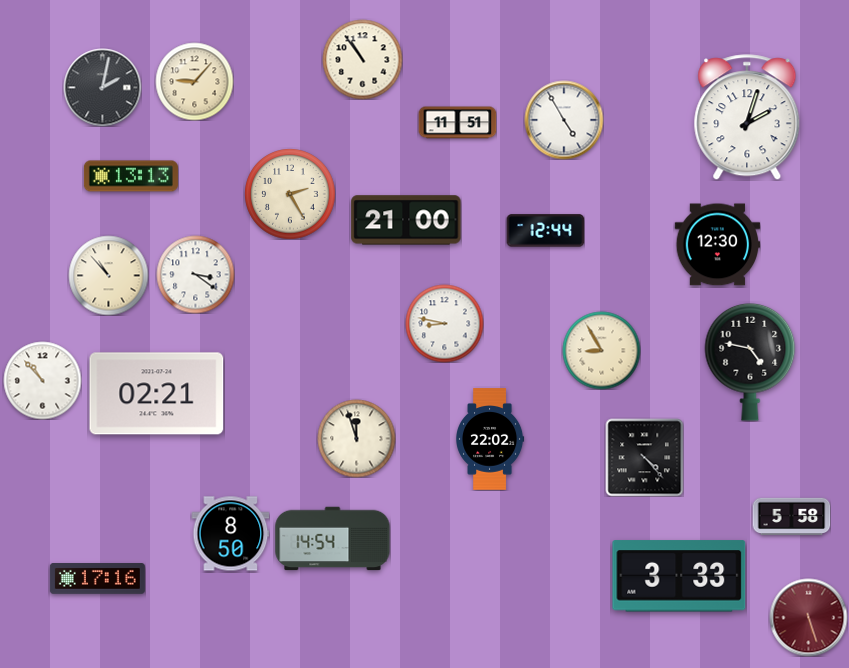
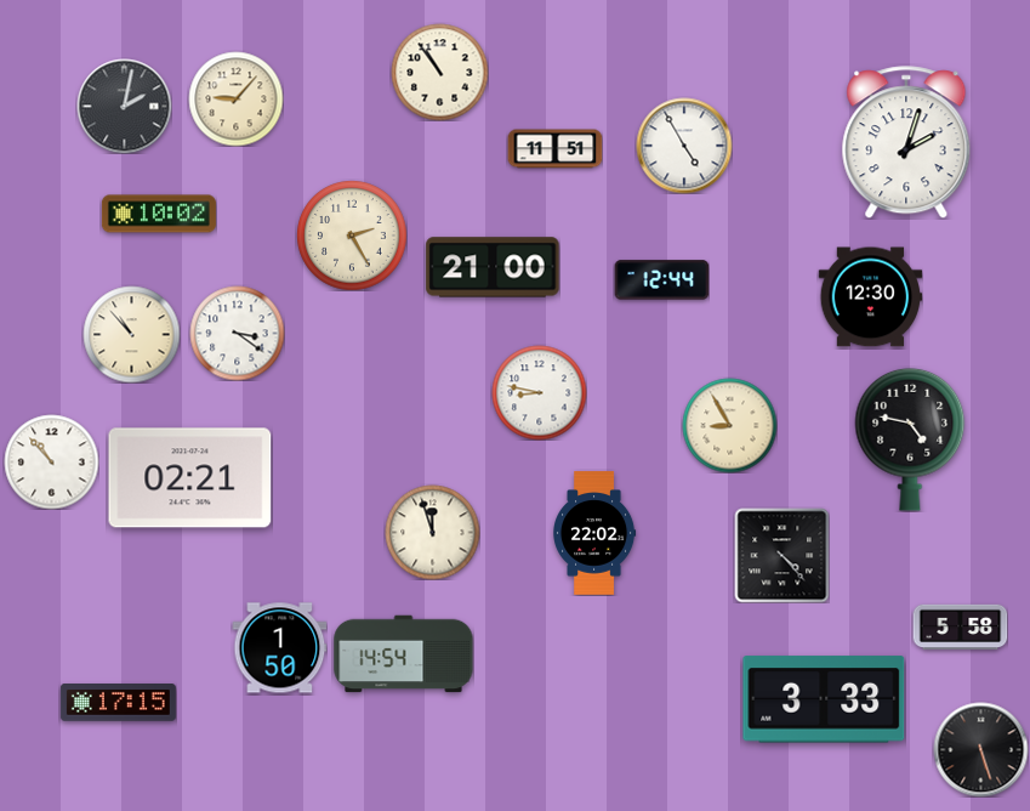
clock at (131, 176): 13:13 -> 10:02
clock at (230, 534): 8:50 -> 1:50
clock at (97, 579): 17:16 -> 17:15
clock at (808, 617) dial: burgundy -> black
